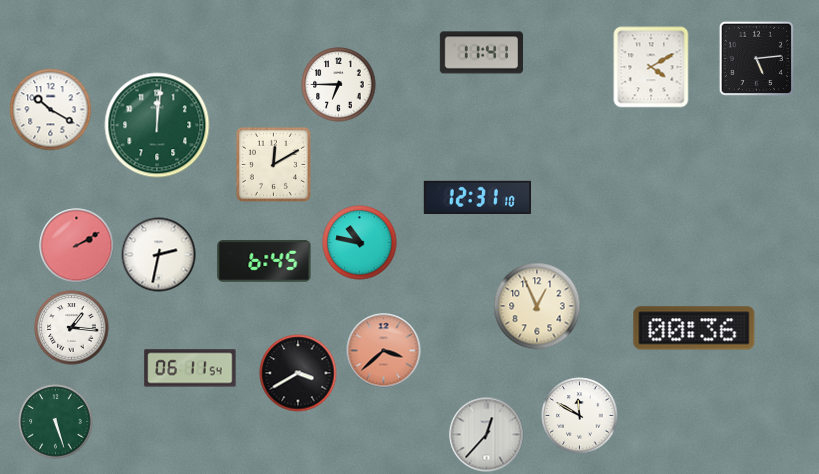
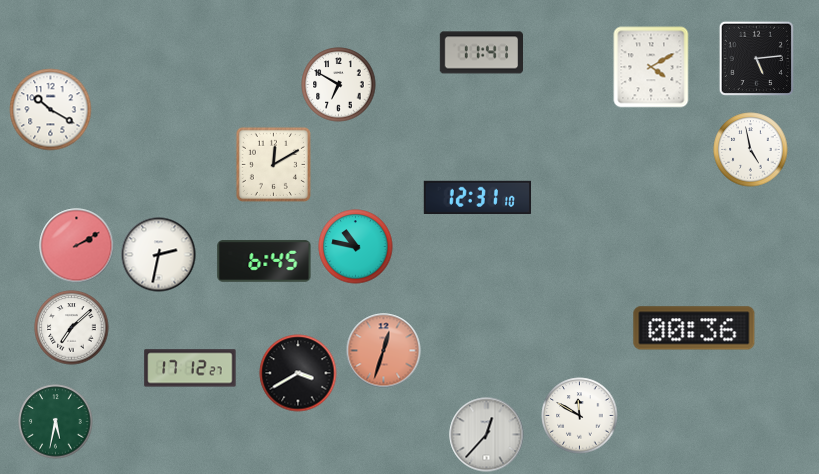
clock at (339, 85): 6:45 -> 6:50
clock at (157, 125): 12:01 -> none
clock at (751, 150): none -> 4:58
clock at (360, 243) position: (360, 243) -> (356, 247)
clock at (537, 306): 12:56 -> none
clock at (72, 328): 1:16 -> 7:08
clock at (384, 351): 3:38 -> 12:33
clock at (190, 368): 06:11 -> 17:12
clock at (56, 422): 5:27 -> 5:32
